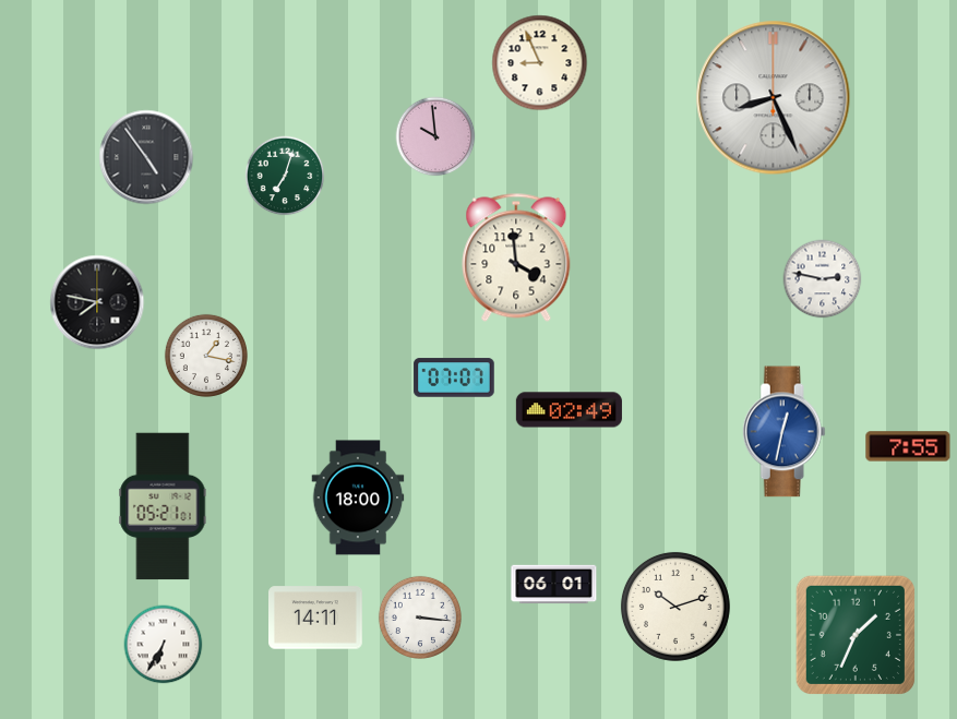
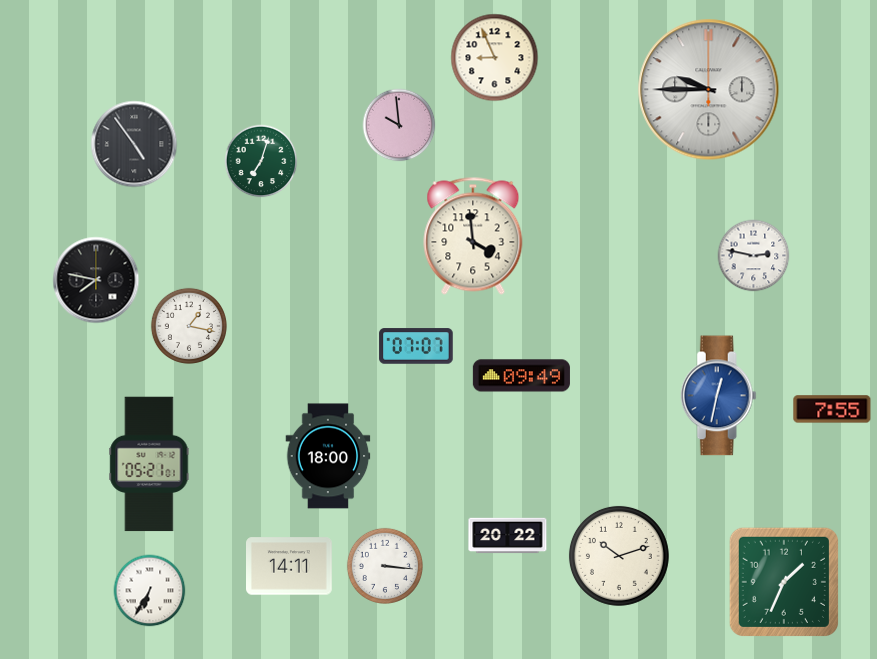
clock at (774, 98): 8:26 -> 9:45
clock at (97, 302) position: (97, 302) -> (96, 280)
clock at (569, 410): 02:49 -> 09:49
clock at (554, 585): 06:01 -> 20:22
